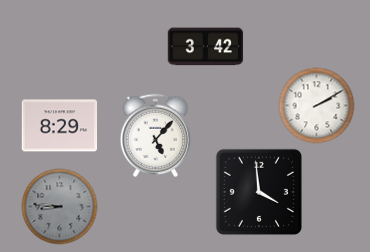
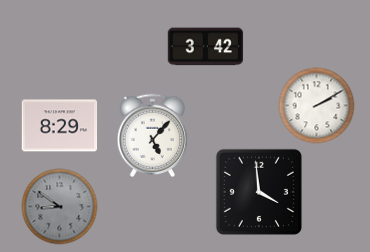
clock at (156, 136) position: (156, 136) -> (153, 136)
clock at (60, 207): 8:46 -> 8:51
